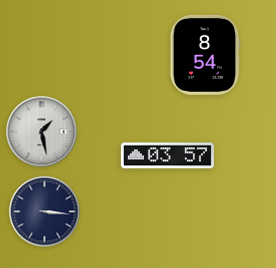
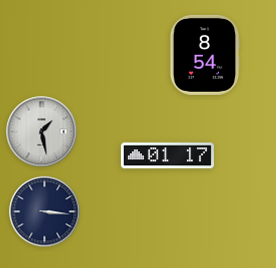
clock at (167, 156): 03:57 -> 01:17
